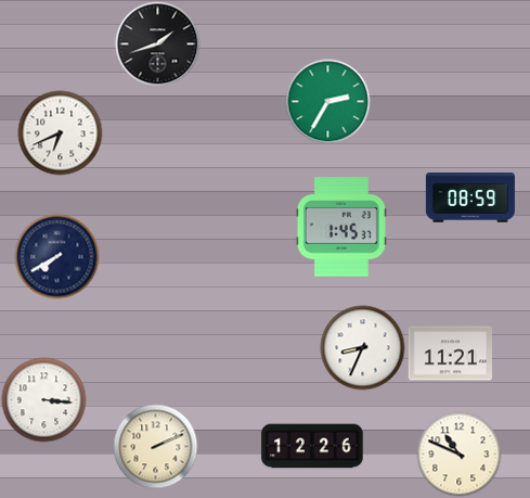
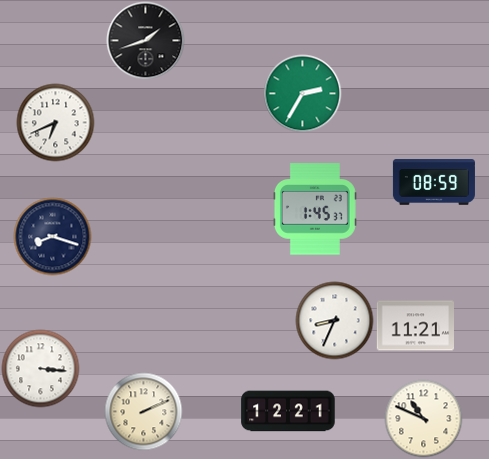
clock at (56, 256): 7:40 -> 8:18
clock at (312, 446): 12:26 -> 12:21
